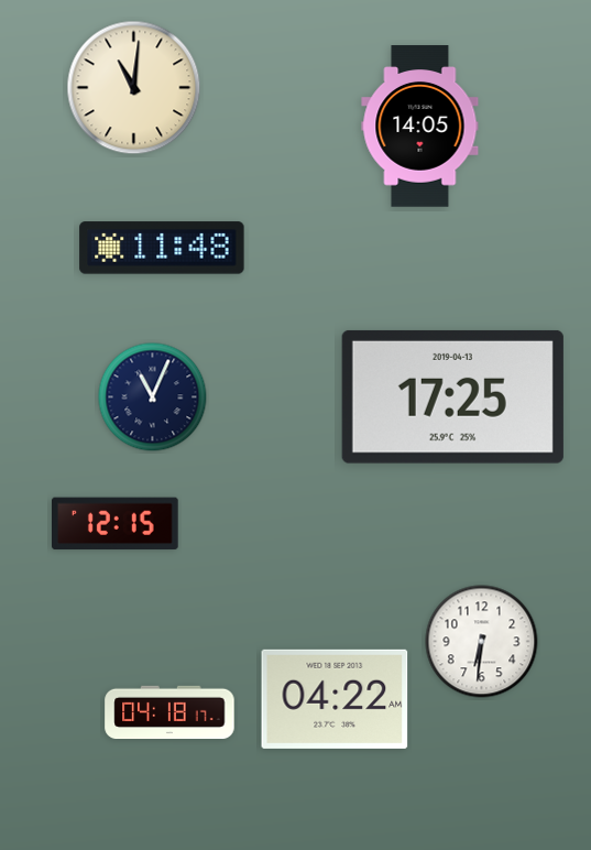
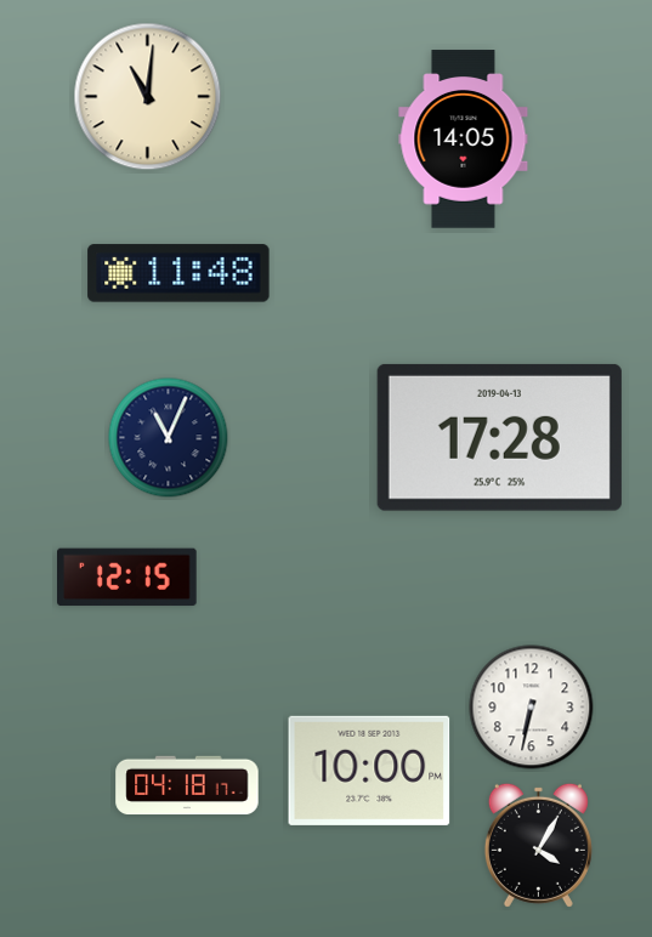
clock at (452, 396): 17:25 -> 17:28
clock at (482, 642): 6:31 -> 6:32
clock at (335, 699): 04:22 -> 10:00
clock at (538, 845): none -> 4:05
